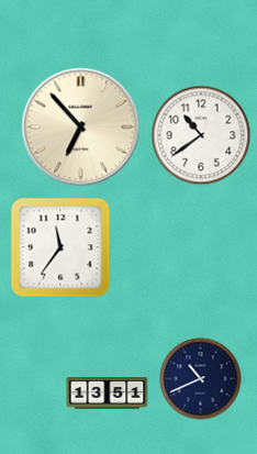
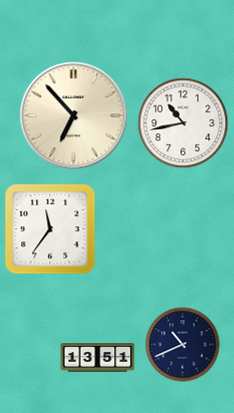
clock at (201, 135): 10:39 -> 10:43
clock at (60, 247) position: (60, 247) -> (50, 229)
